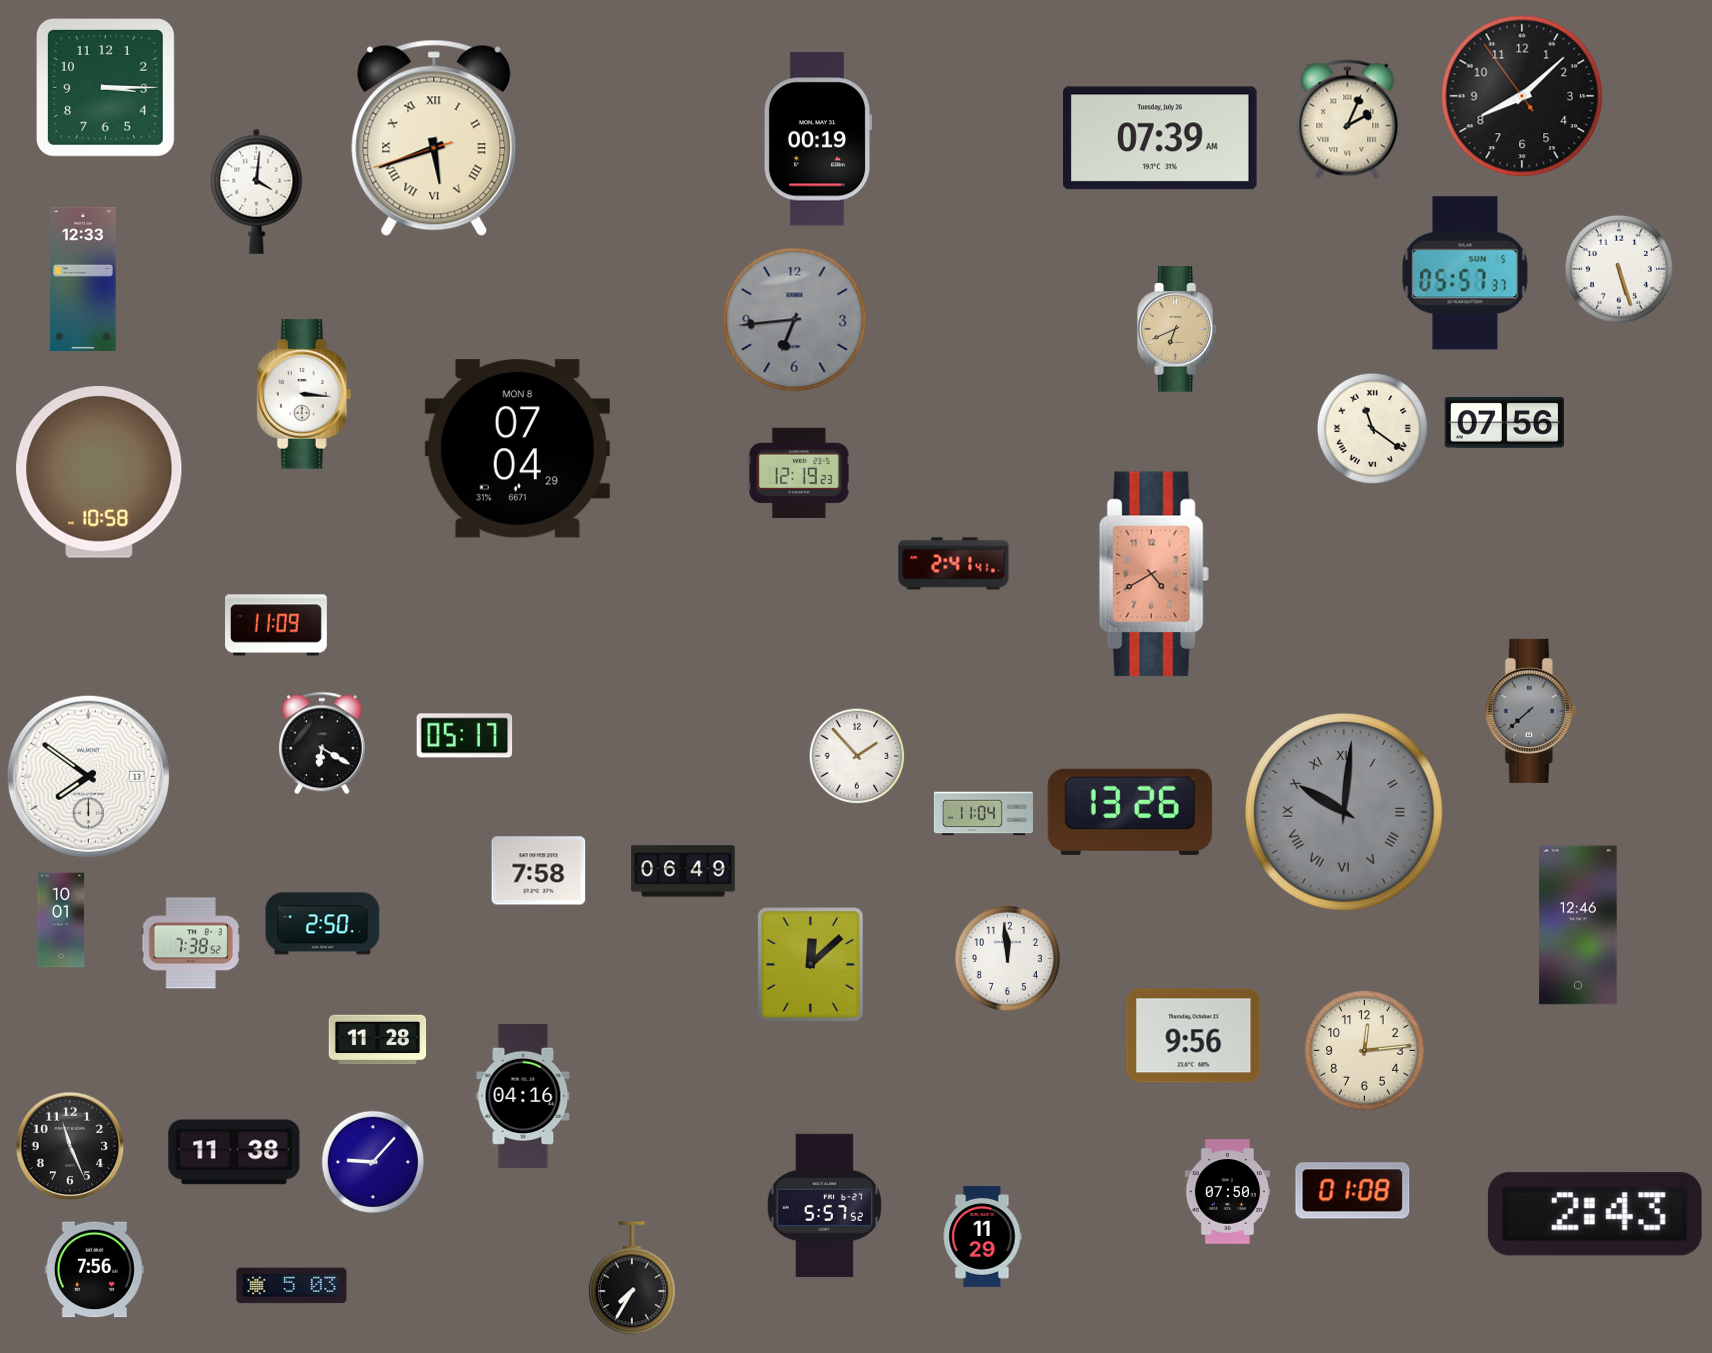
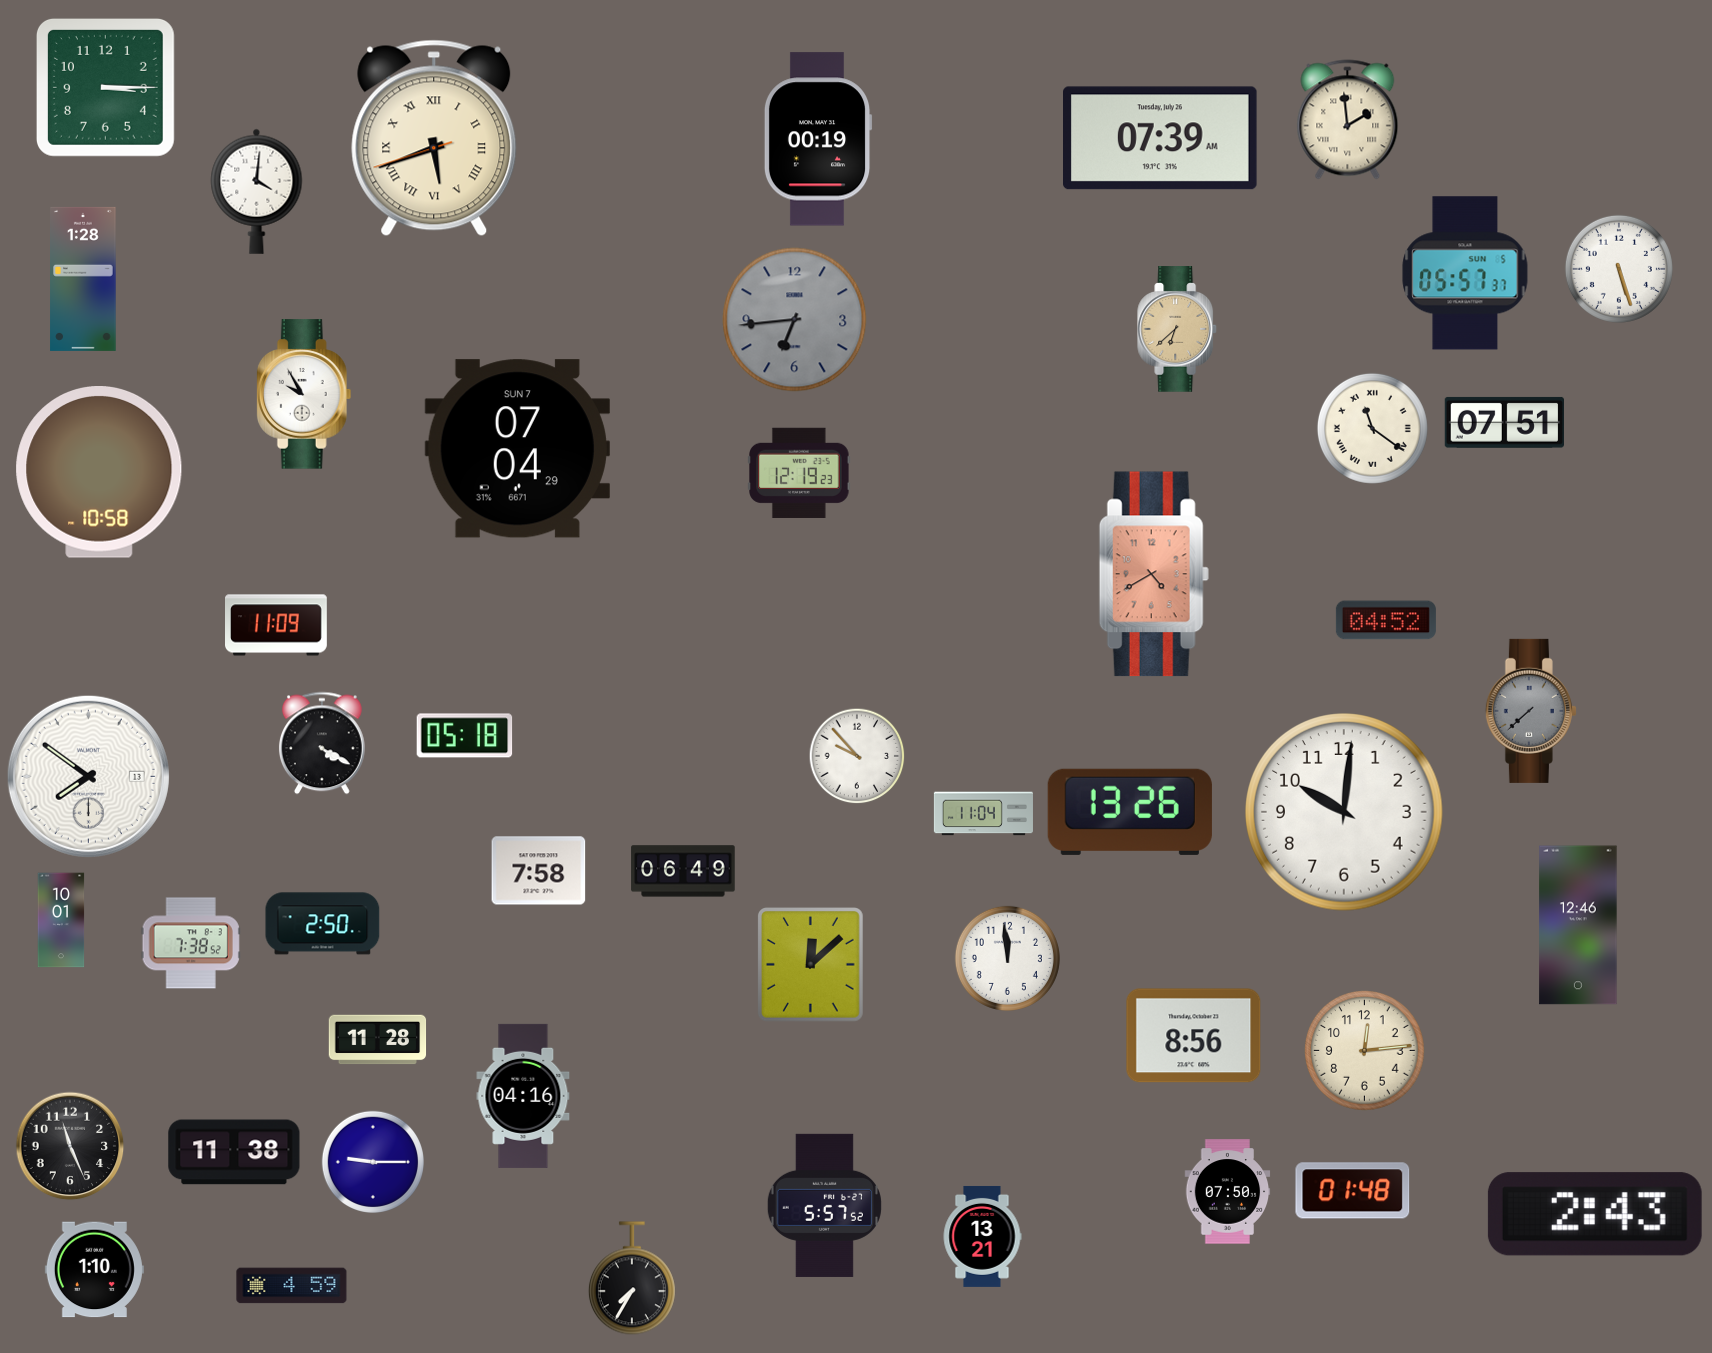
clock at (1522, 96): 8:07 -> none
clock at (1348, 120): 2:04 -> 1:59
clock at (83, 279): 12:33 -> 1:28
clock at (1178, 329): 6:41 -> 6:38
clock at (304, 394): 3:16 -> 9:55
clock at (1504, 422): 07:56 -> 07:51
clock at (517, 449) date: MON 8 -> SUN 7
clock at (954, 564): 2:41 -> none
clock at (1386, 620): none -> 04:52
clock at (465, 736): 05:17 -> 05:18
clock at (322, 743): 6:20 -> 4:20
clock at (857, 756): 1:53 -> 9:53
clock at (1344, 812) dial: grey -> white
clock at (1344, 812) numerals: Roman -> Arabic
clock at (1194, 1036): 9:56 -> 8:56
clock at (373, 1162): 9:07 -> 9:15
clock at (1353, 1191): 01:08 -> 01:48
clock at (982, 1236): 11:29 -> 13:21
clock at (94, 1270): 7:56 -> 1:10
clock at (292, 1286): 5:03 -> 4:59
